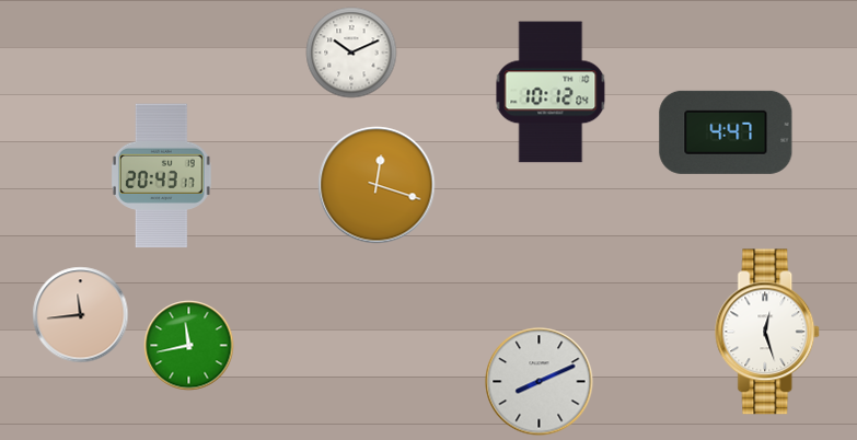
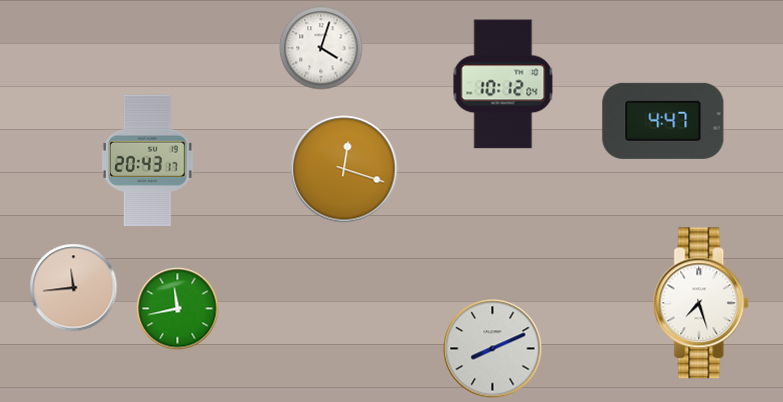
clock at (351, 53): 10:11 -> 4:03
clock at (768, 332): 12:27 -> 7:27
clock at (189, 346) position: (189, 346) -> (178, 309)
